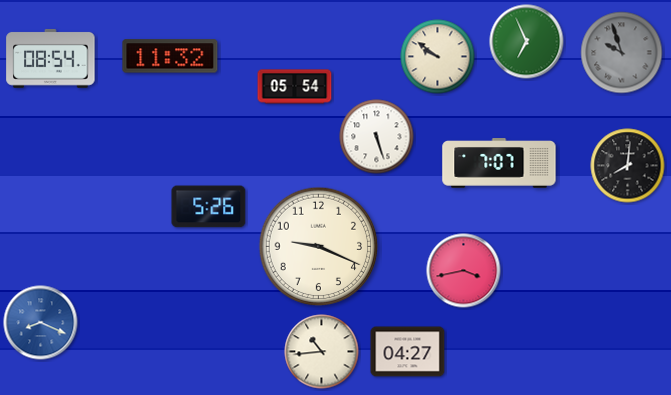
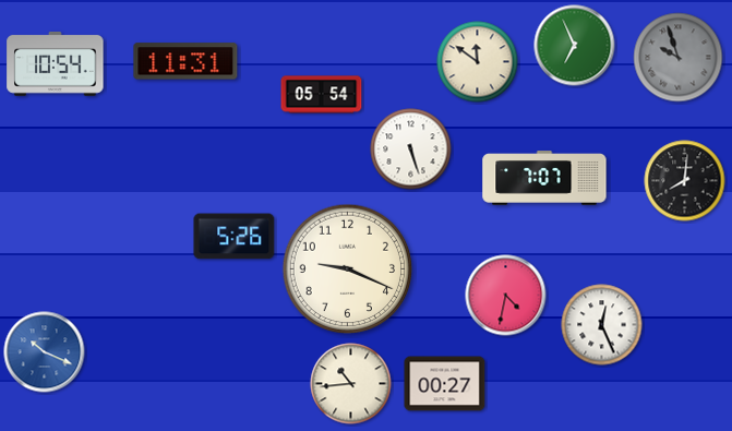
clock at (170, 56): 11:32 -> 11:31
clock at (438, 57): 9:51 -> 11:51
clock at (51, 58): 08:54 -> 10:54
clock at (209, 207) position: (209, 207) -> (235, 237)
clock at (464, 271): 3:43 -> 4:32
clock at (602, 325): none -> 12:26
clock at (41, 323): 8:19 -> 10:19
clock at (408, 352): 04:27 -> 00:27
